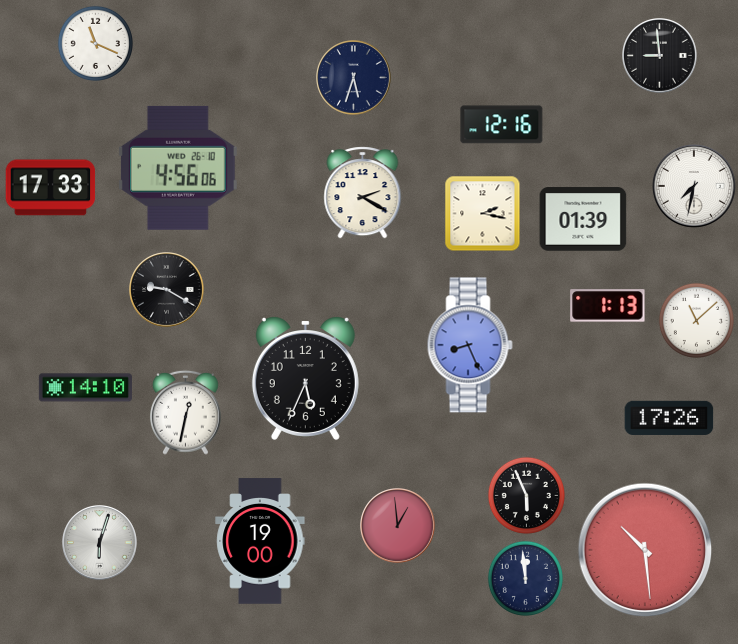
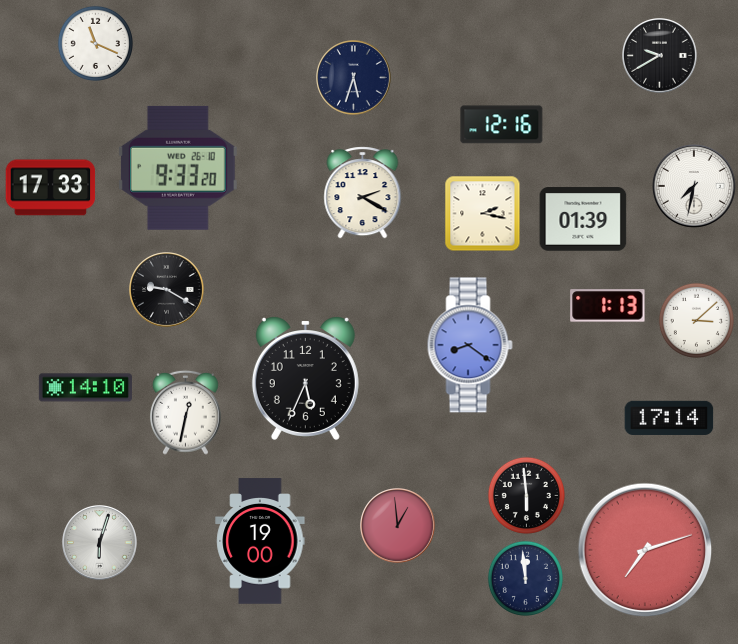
clock at (660, 56): 8:59 -> 9:40
clock at (178, 168): 4:56 -> 9:33
clock at (696, 320): 11:08 -> 3:08
clock at (470, 345): 8:26 -> 8:21
clock at (669, 418): 17:26 -> 17:14
clock at (526, 495): 5:56 -> 5:59
clock at (645, 550): 10:29 -> 7:12
